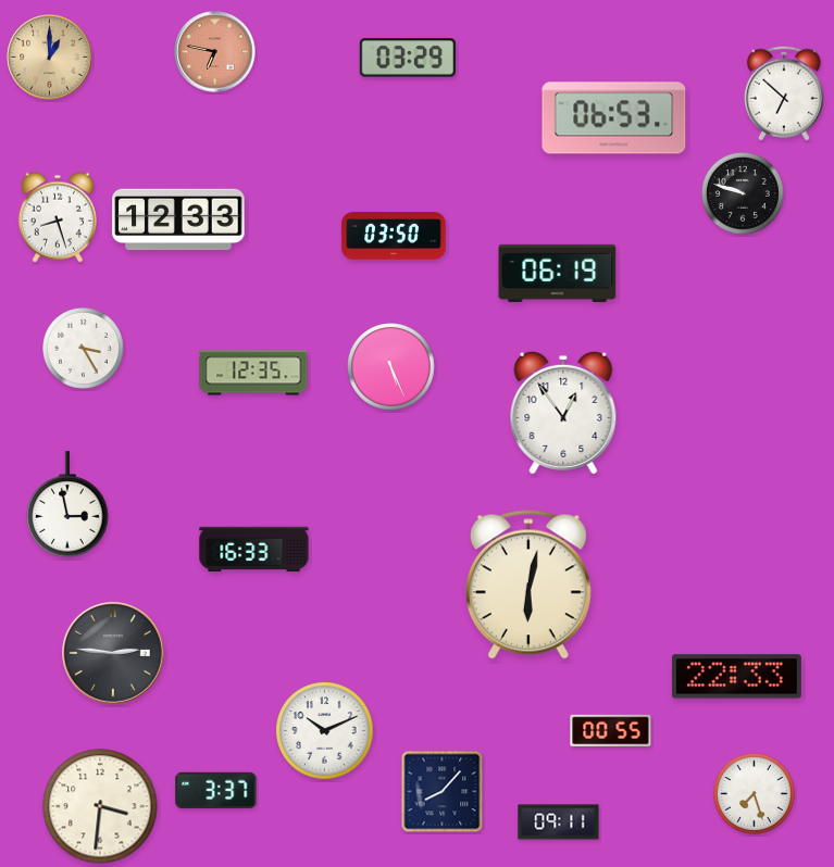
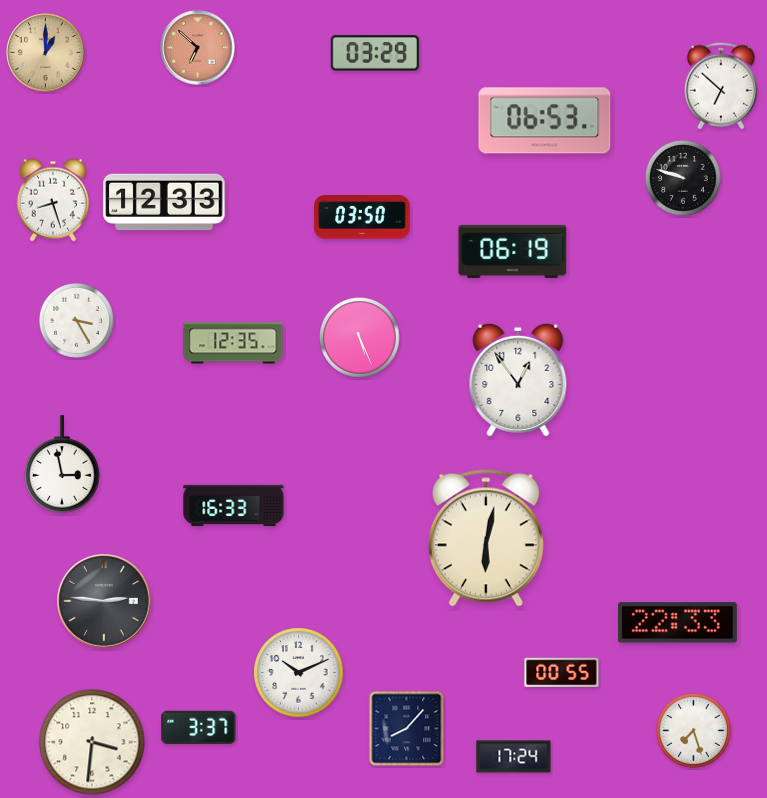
clock at (215, 52): 6:47 -> 6:52
clock at (614, 118) position: (614, 118) -> (545, 121)
clock at (559, 822): 09:11 -> 17:24
